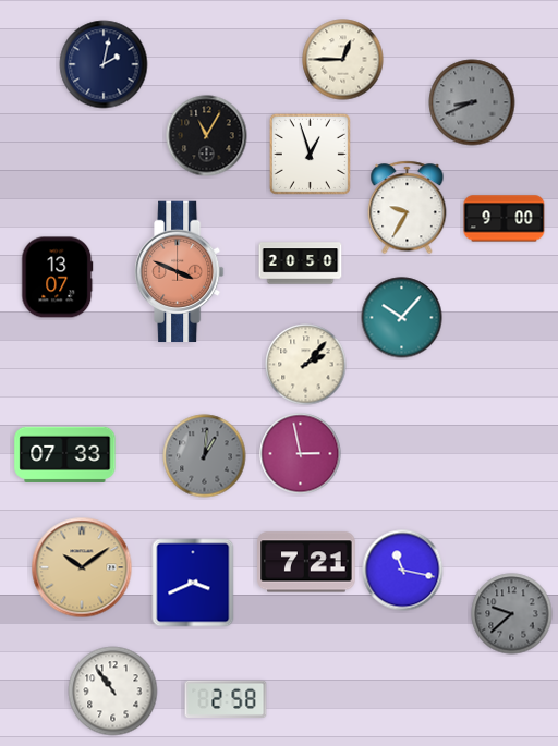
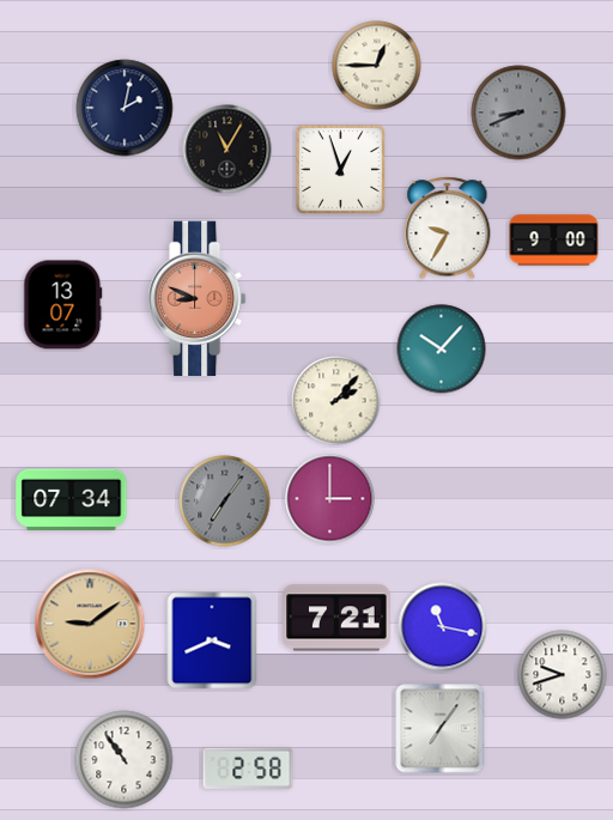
clock at (104, 64) position: (104, 64) -> (125, 108)
clock at (301, 264): 20:50 -> none
clock at (180, 272): 3:49 -> 8:49
clock at (65, 454): 07:33 -> 07:34
clock at (301, 454): 2:58 -> 3:00
clock at (205, 456): 1:01 -> 7:06
clock at (82, 567): 10:09 -> 9:09
clock at (512, 614): 9:38 -> 9:42
clock at (512, 614) dial: grey -> white
clock at (441, 729): none -> 7:06
